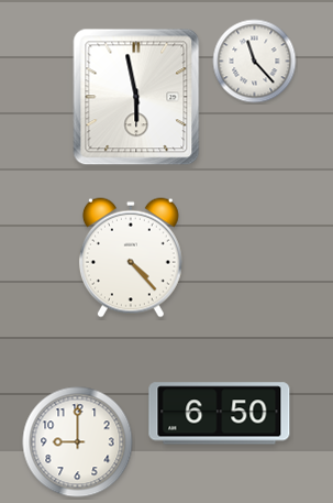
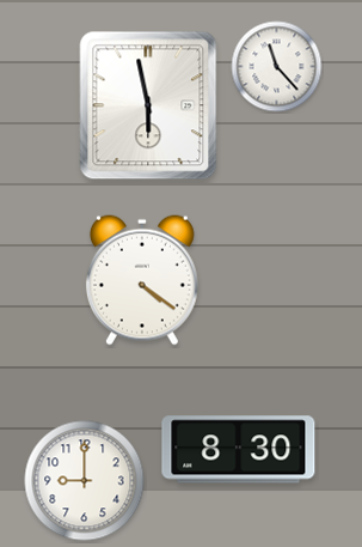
clock at (131, 258): 4:23 -> 4:21
clock at (220, 414): 6:50 -> 8:30
